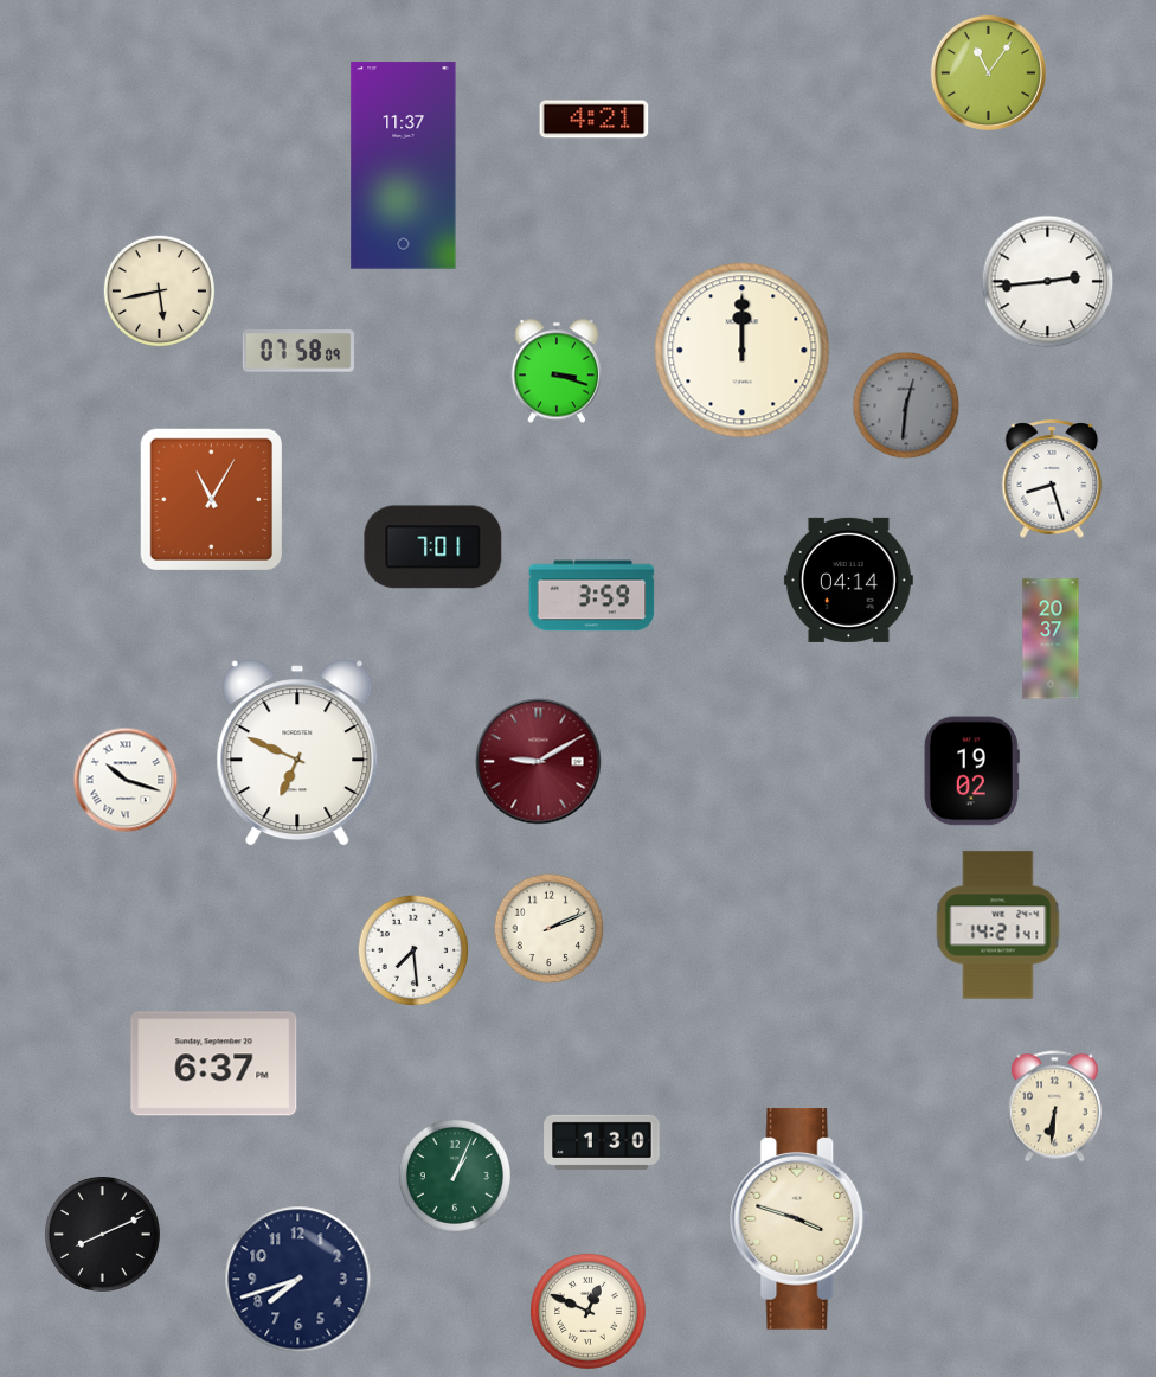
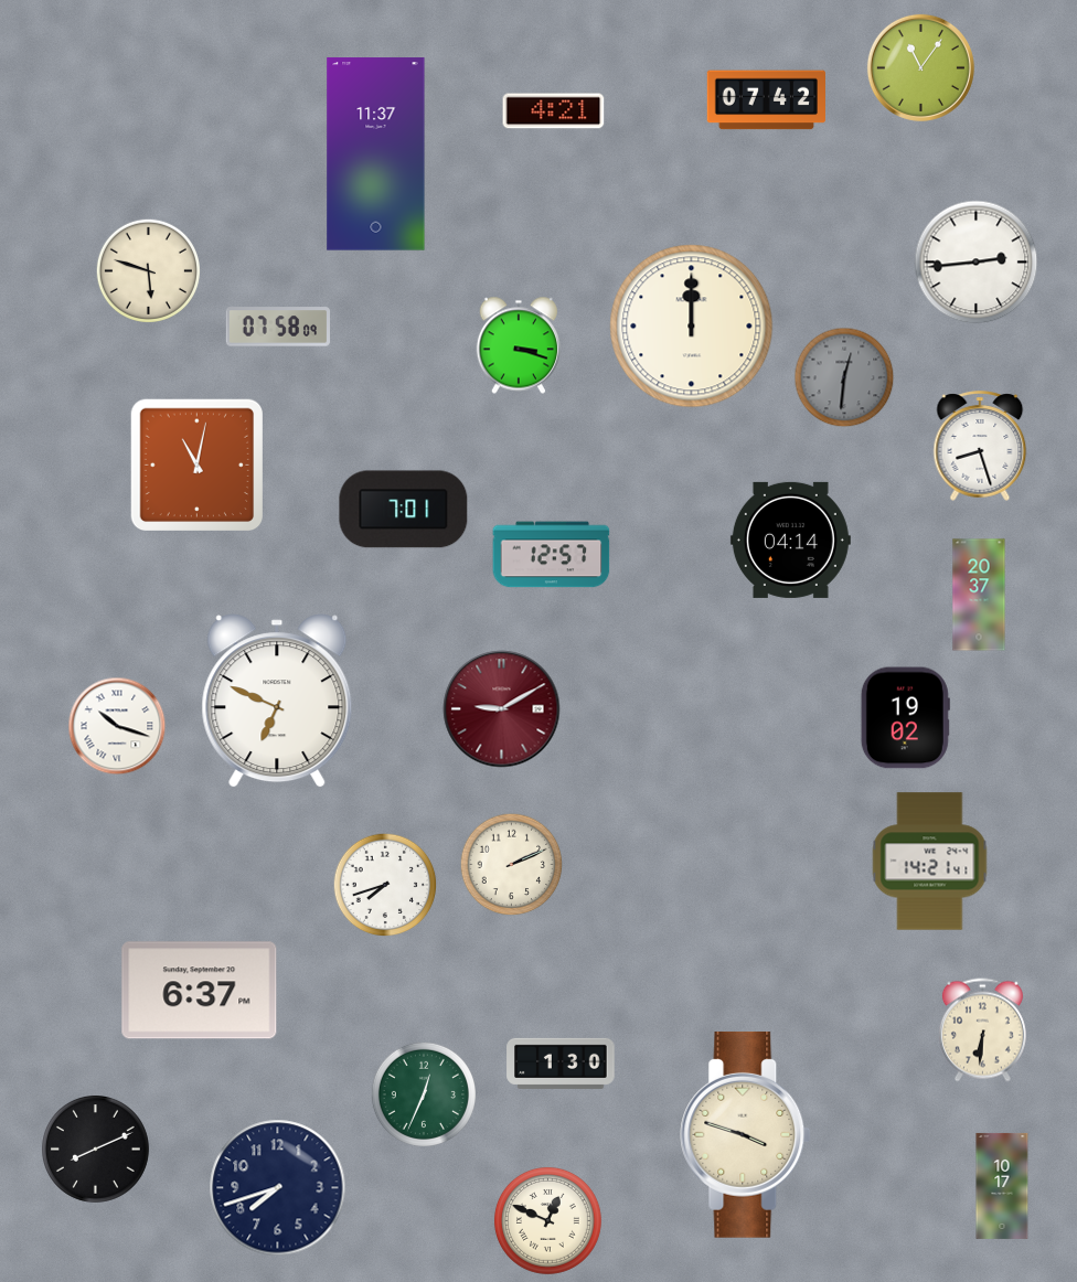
clock at (766, 100): none -> 07:42
clock at (159, 290): 5:43 -> 5:48
clock at (211, 499): 11:05 -> 11:02
clock at (592, 596): 3:59 -> 12:57
clock at (413, 950): 7:29 -> 7:42
clock at (455, 1176): 1:04 -> 12:34
clock at (1002, 1186): none -> 10:17
clock at (298, 1280) position: (298, 1280) -> (278, 1188)
